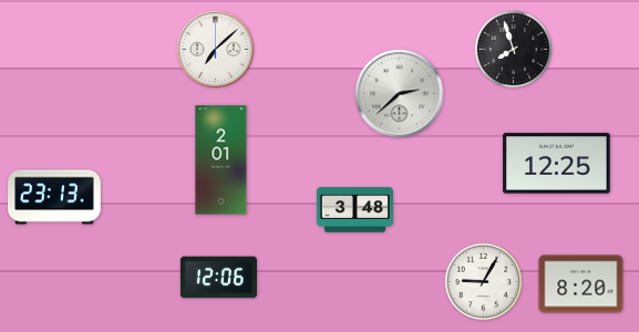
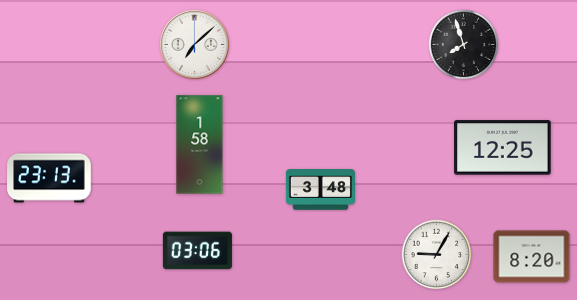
clock at (400, 94): 2:38 -> none
clock at (221, 160): 2:01 -> 1:58
clock at (218, 278): 12:06 -> 03:06
clock at (581, 284) position: (581, 284) -> (532, 257)
